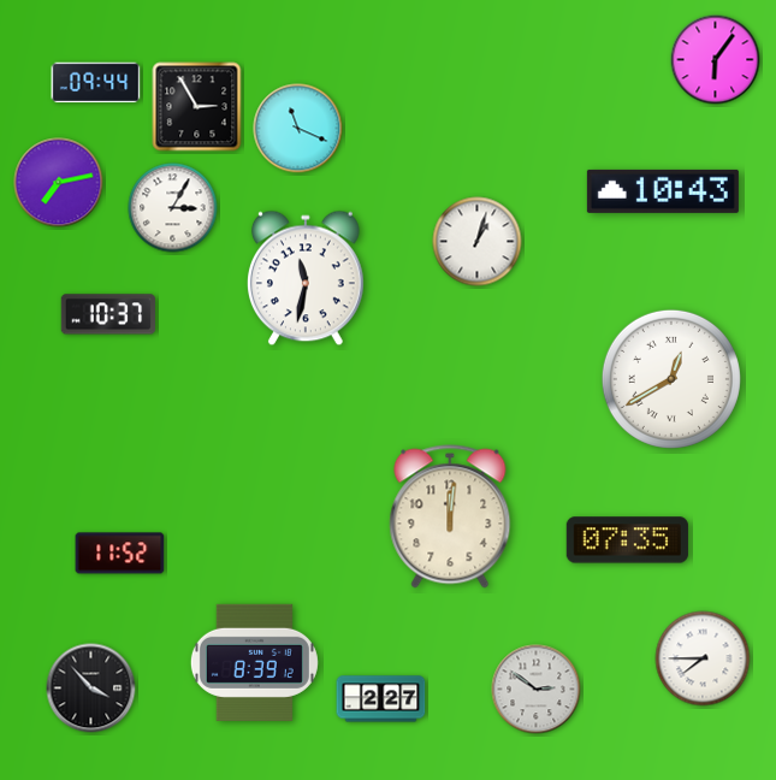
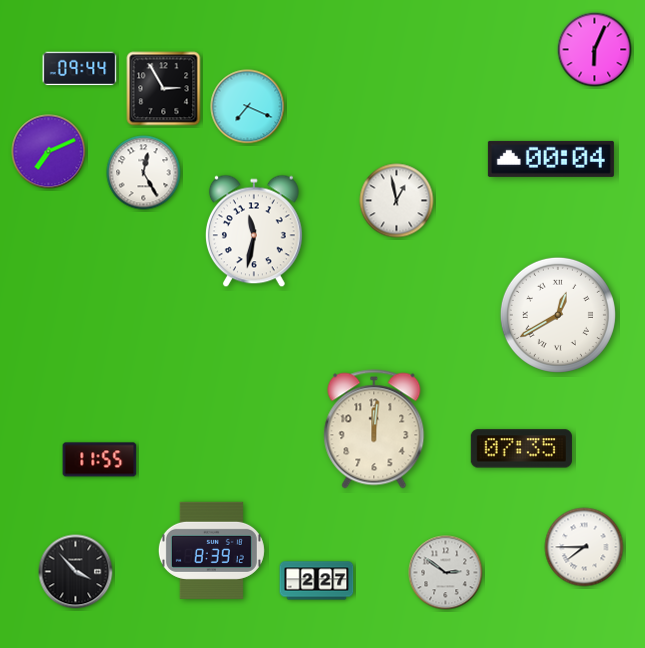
clock at (716, 60): 6:06 -> 6:04
clock at (298, 129): 11:19 -> 7:19
clock at (59, 183): 7:13 -> 7:11
clock at (663, 191): 10:43 -> 00:04
clock at (173, 208): 3:05 -> 12:25
clock at (478, 242): 1:03 -> 12:58
clock at (108, 314): 10:37 -> none
clock at (120, 554): 11:52 -> 11:55
